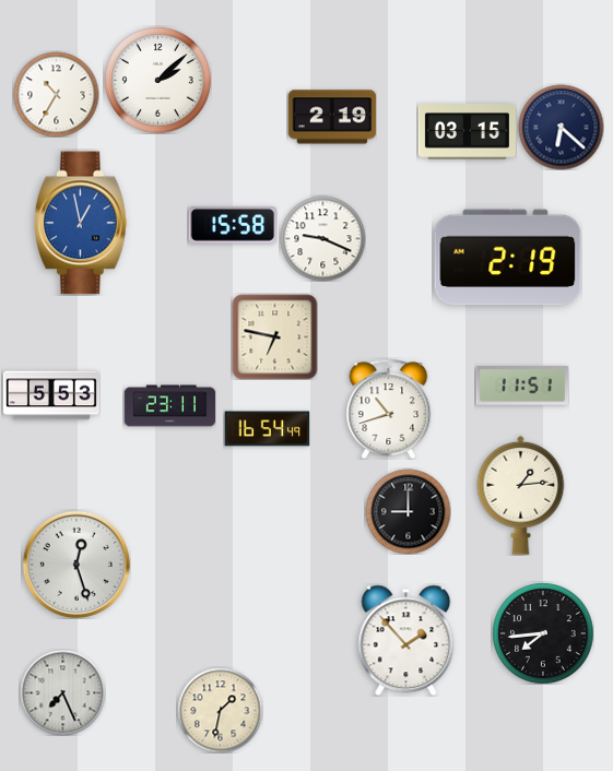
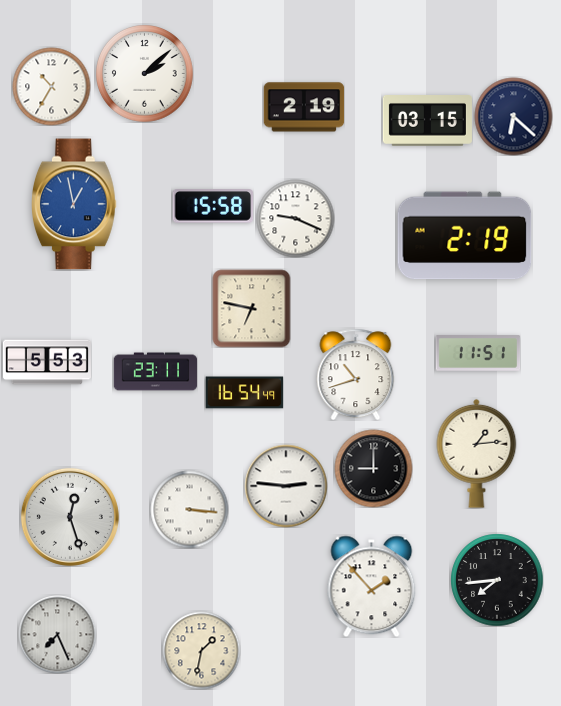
clock at (286, 486): none -> 2:46
clock at (189, 509): none -> 3:16
